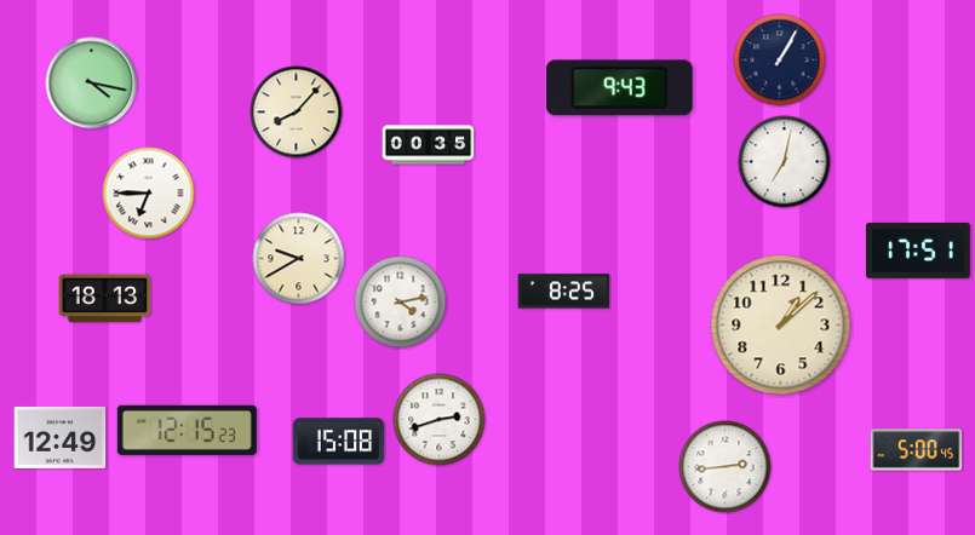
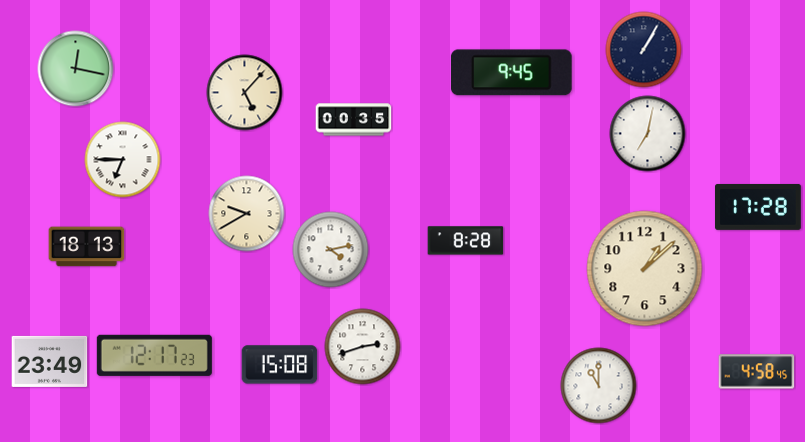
clock at (92, 84): 4:17 -> 12:17
clock at (619, 88): 9:43 -> 9:45
clock at (297, 113): 8:07 -> 5:07
clock at (919, 251): 17:51 -> 17:28
clock at (564, 292): 8:25 -> 8:28
clock at (187, 430): 12:15 -> 12:17
clock at (61, 437): 12:49 -> 23:49
clock at (917, 450): 5:00 -> 4:58
clock at (725, 467): 2:44 -> 11:00
